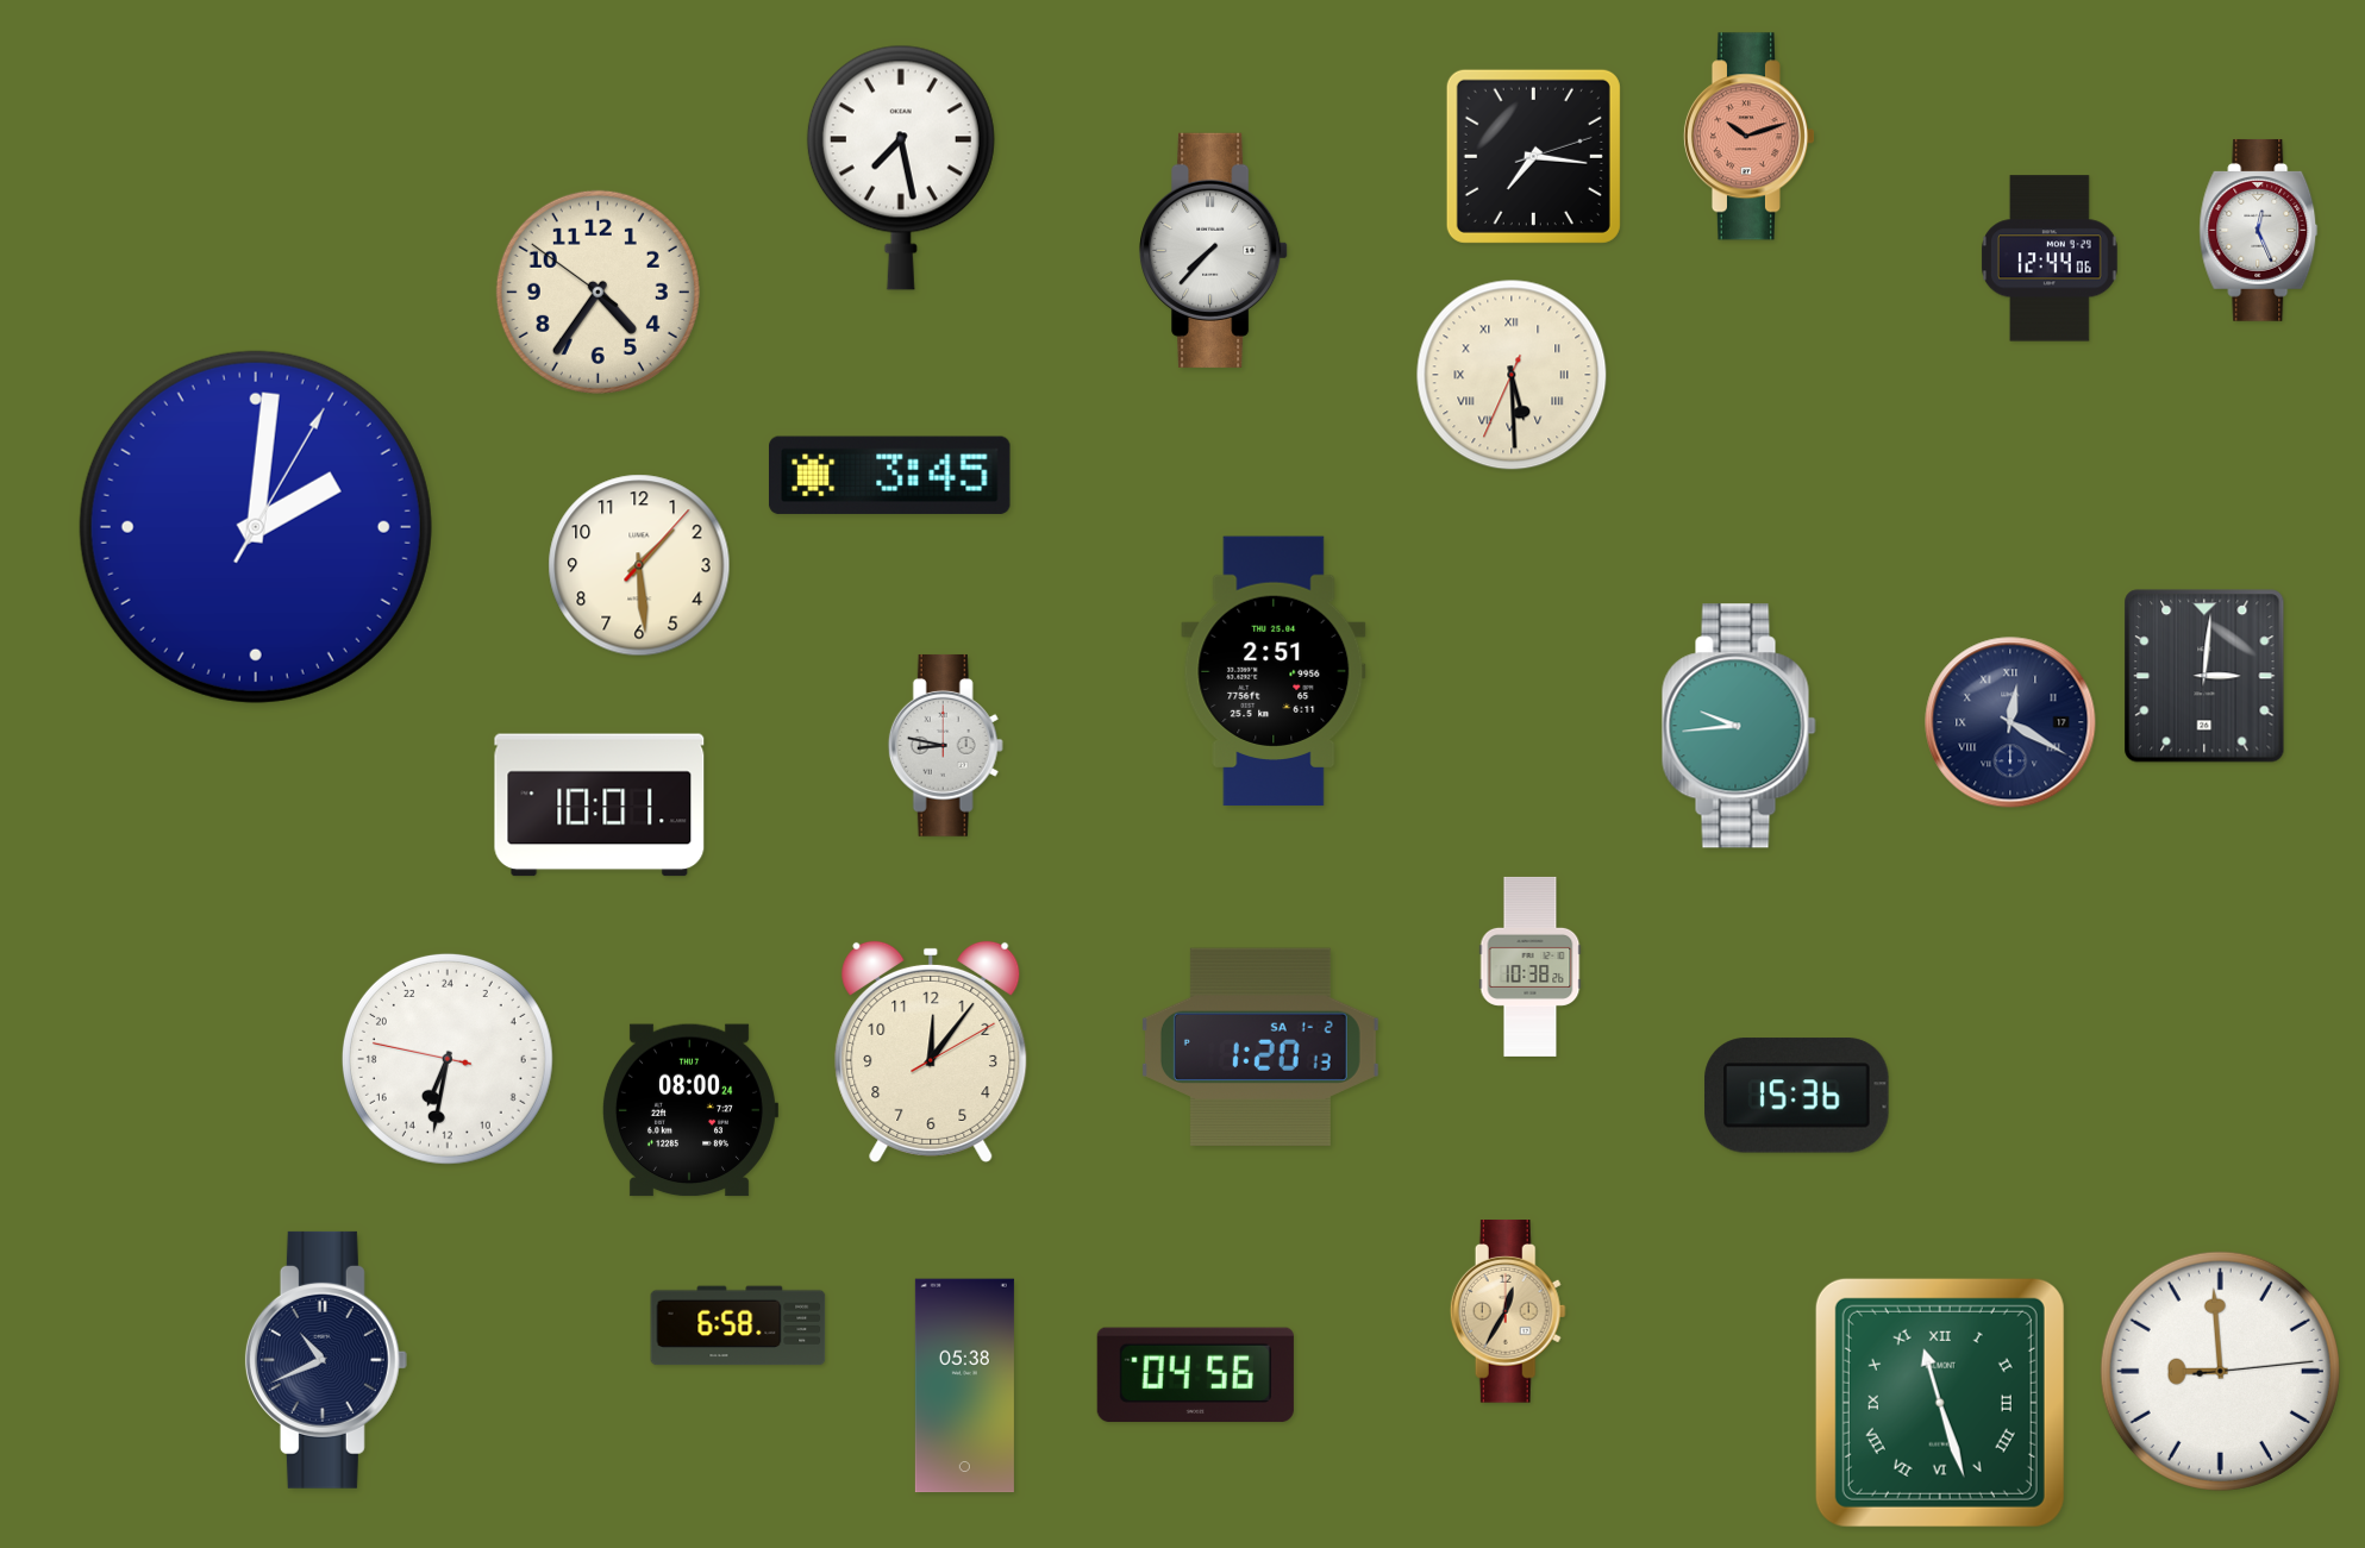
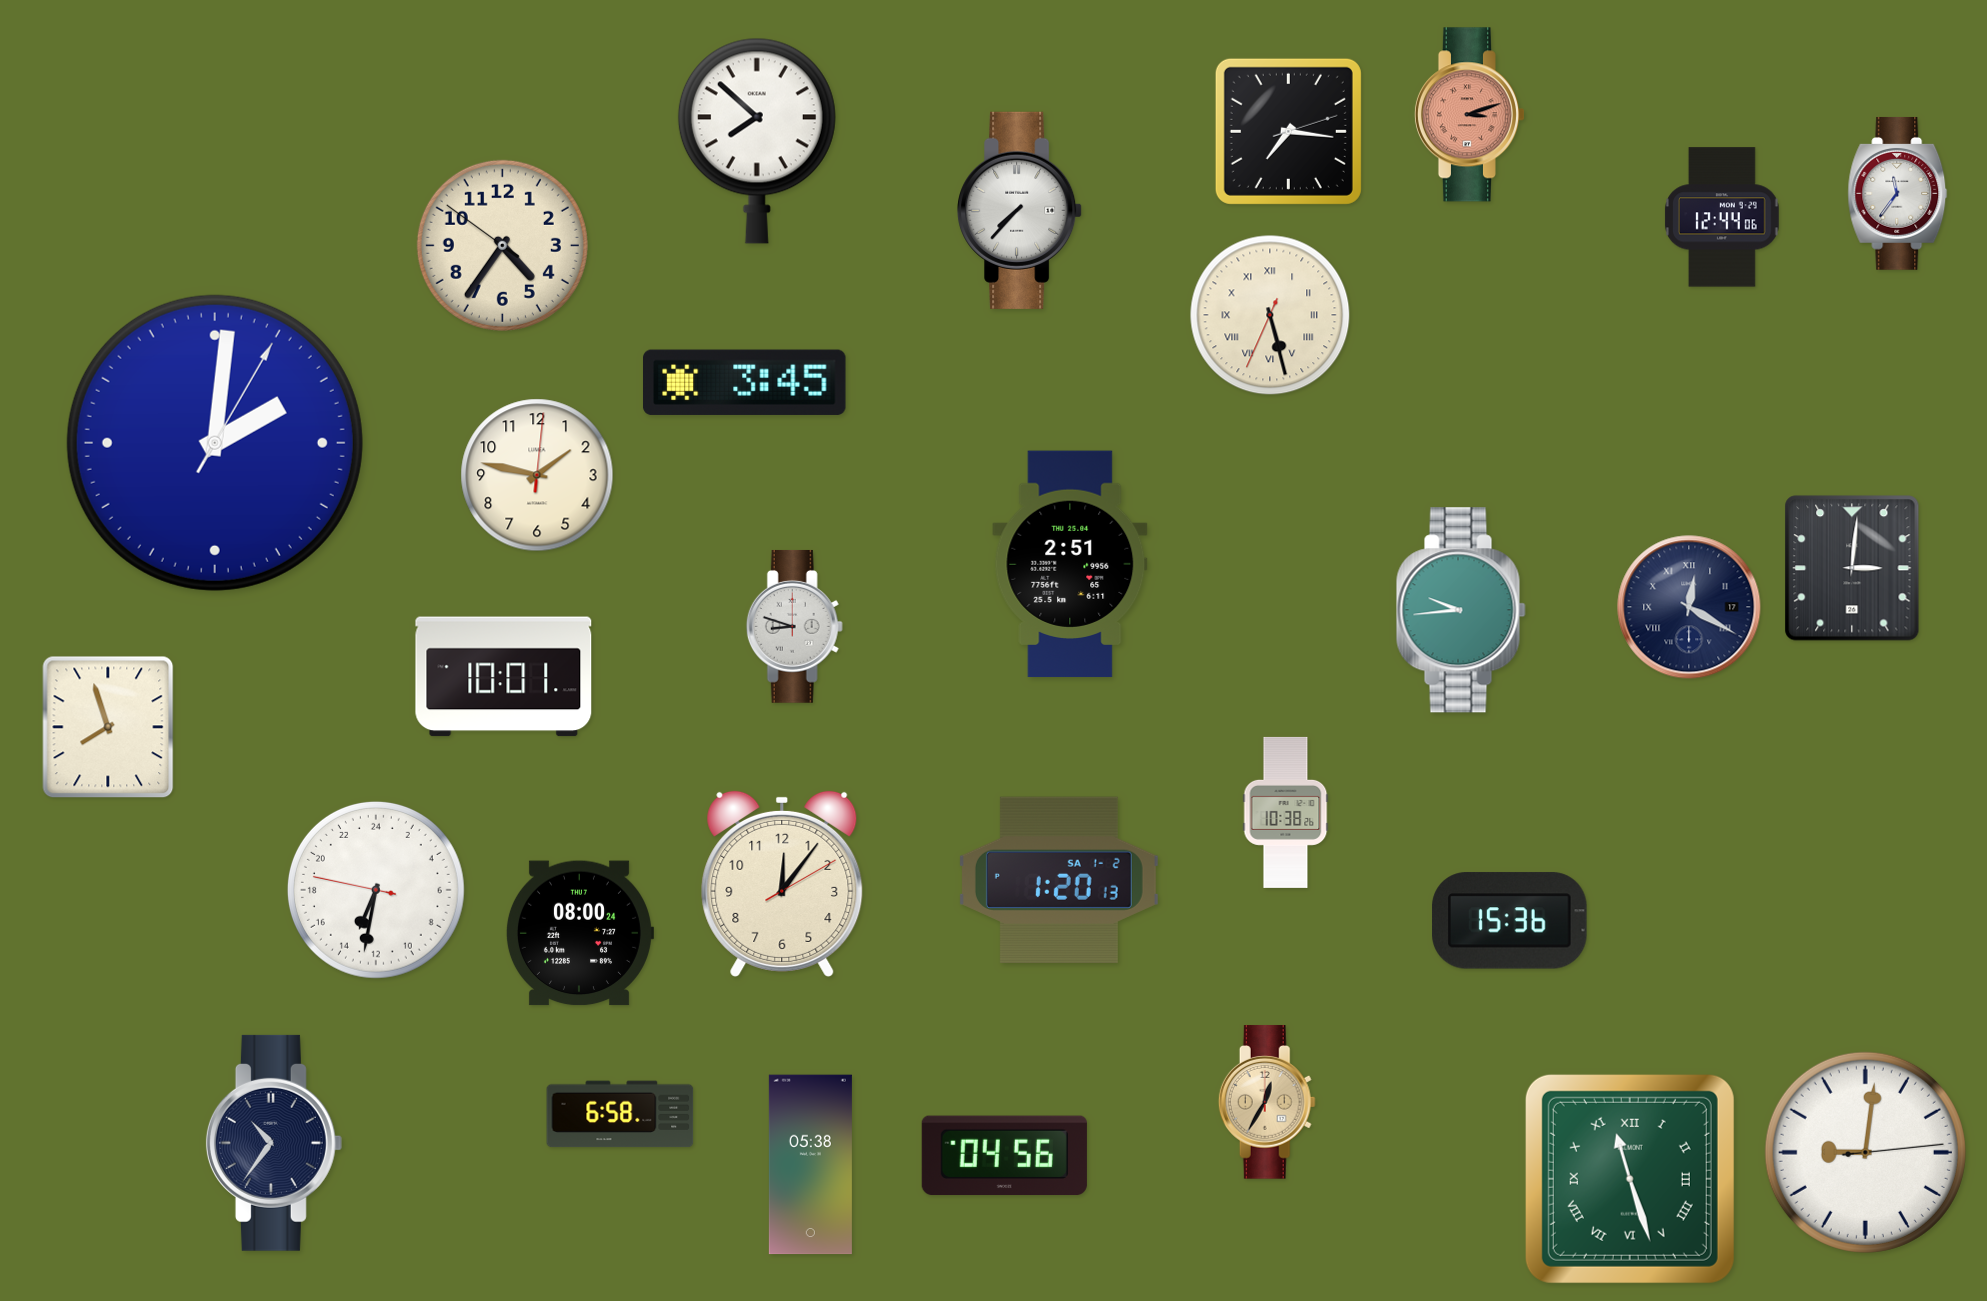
clock at (1748, 137): 10:12 -> 3:12
clock at (901, 168): 7:28 -> 7:52
clock at (2259, 230): 12:26 -> 11:36
clock at (1512, 375): 5:29 -> 5:27
clock at (890, 475) position: (890, 475) -> (745, 382)
clock at (639, 565): 1:29 -> 1:47
clock at (945, 745): 8:47 -> 8:48
clock at (108, 727): none -> 7:57
clock at (326, 1360): 10:41 -> 10:36
clock at (2220, 1371): 8:59 -> 9:01
